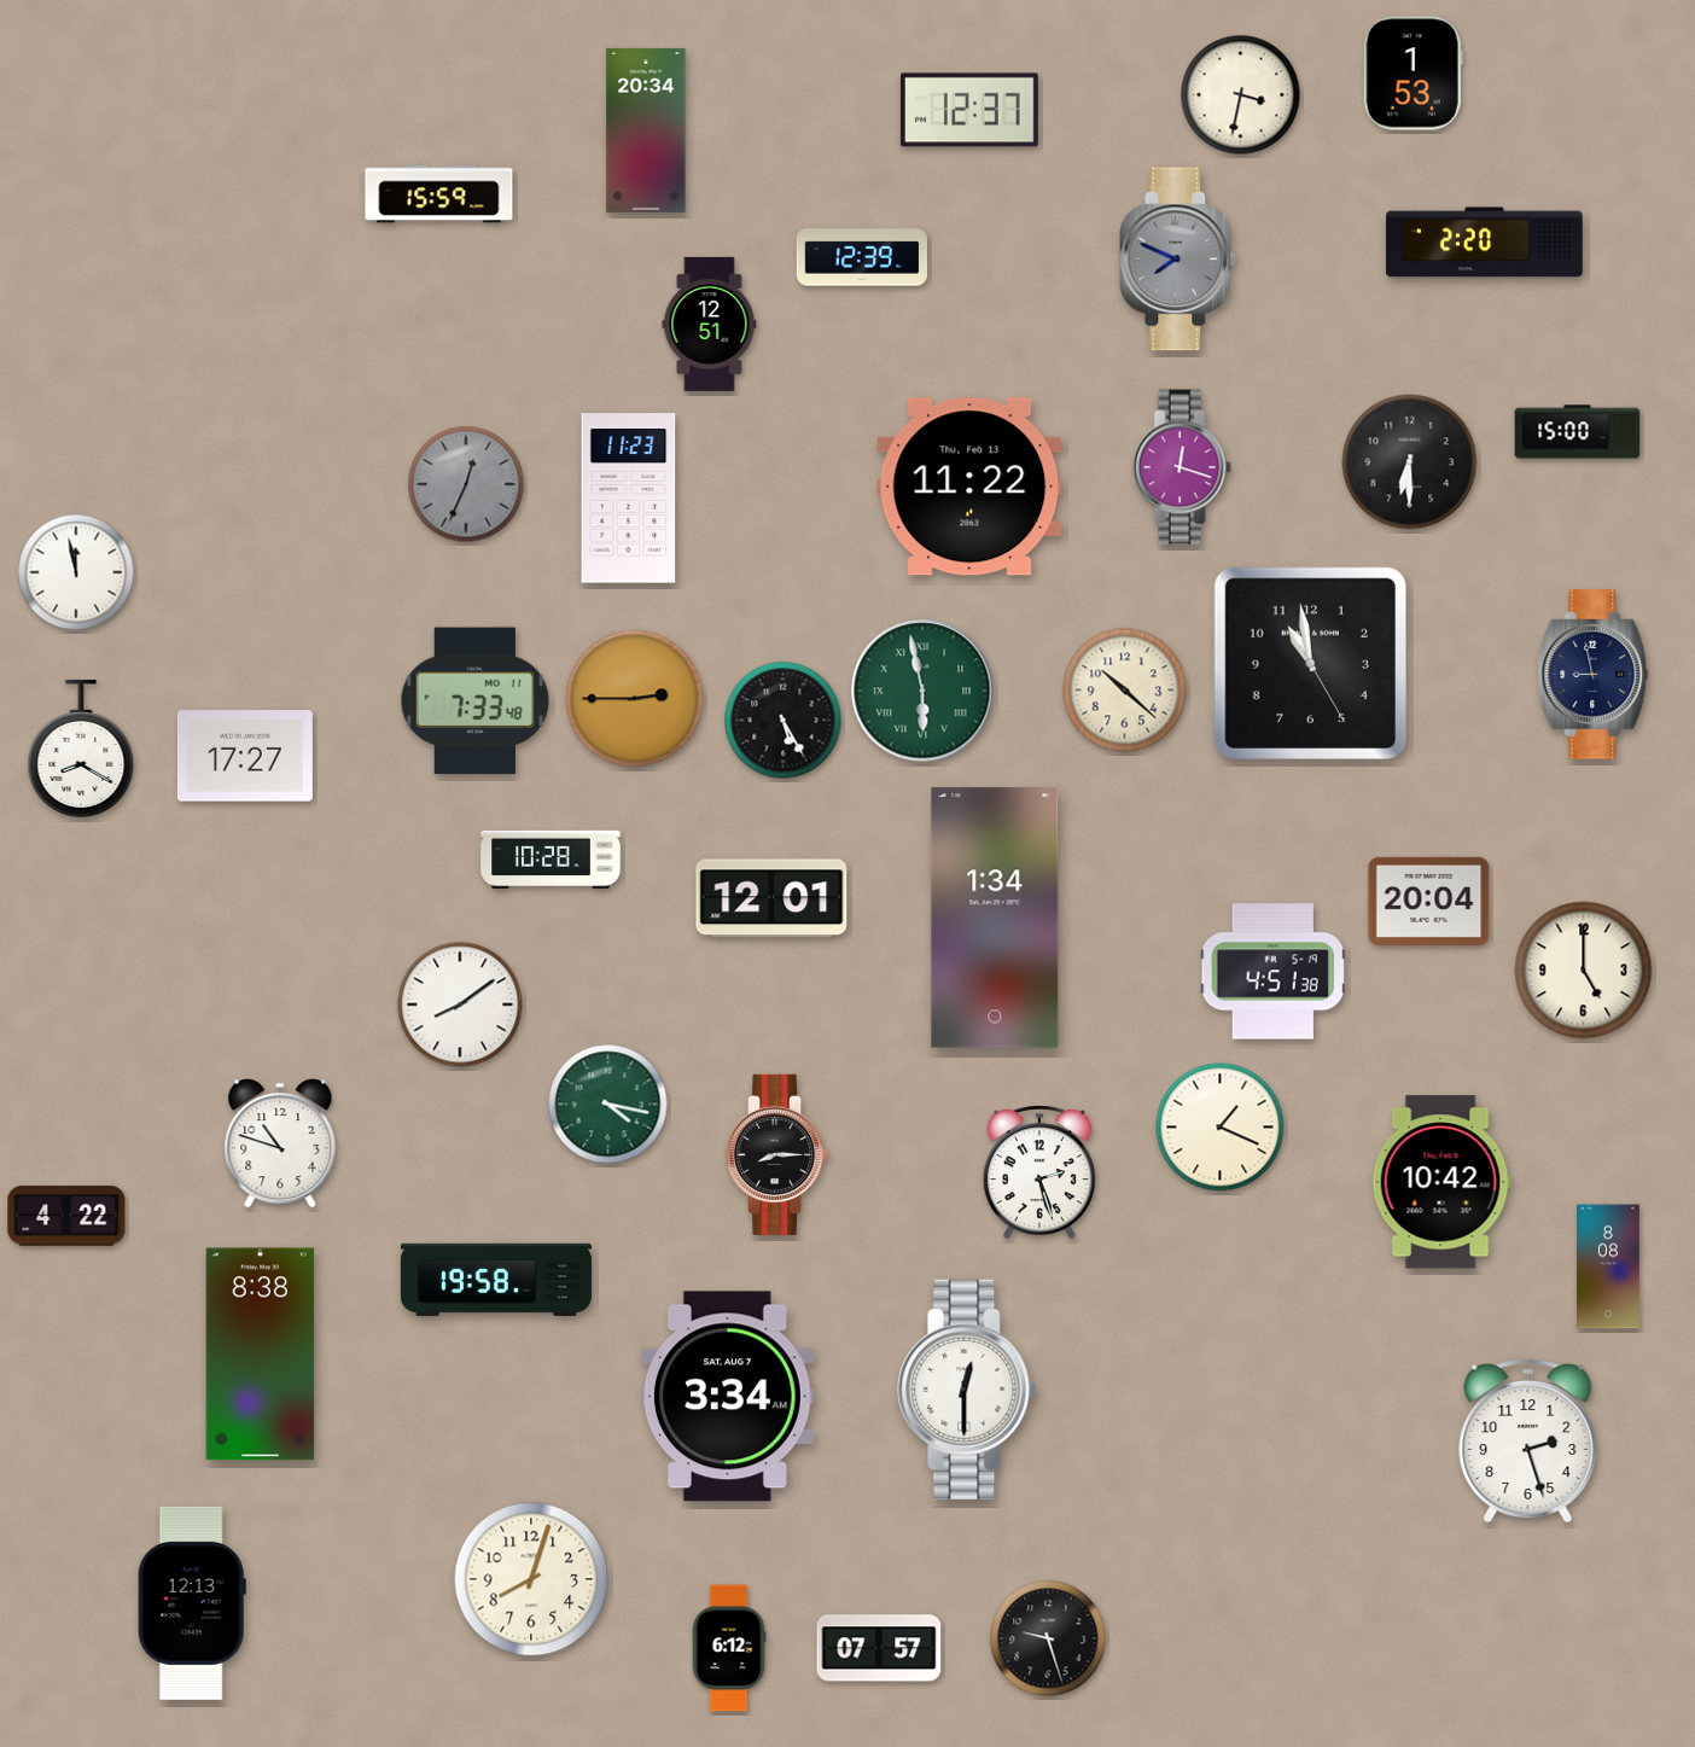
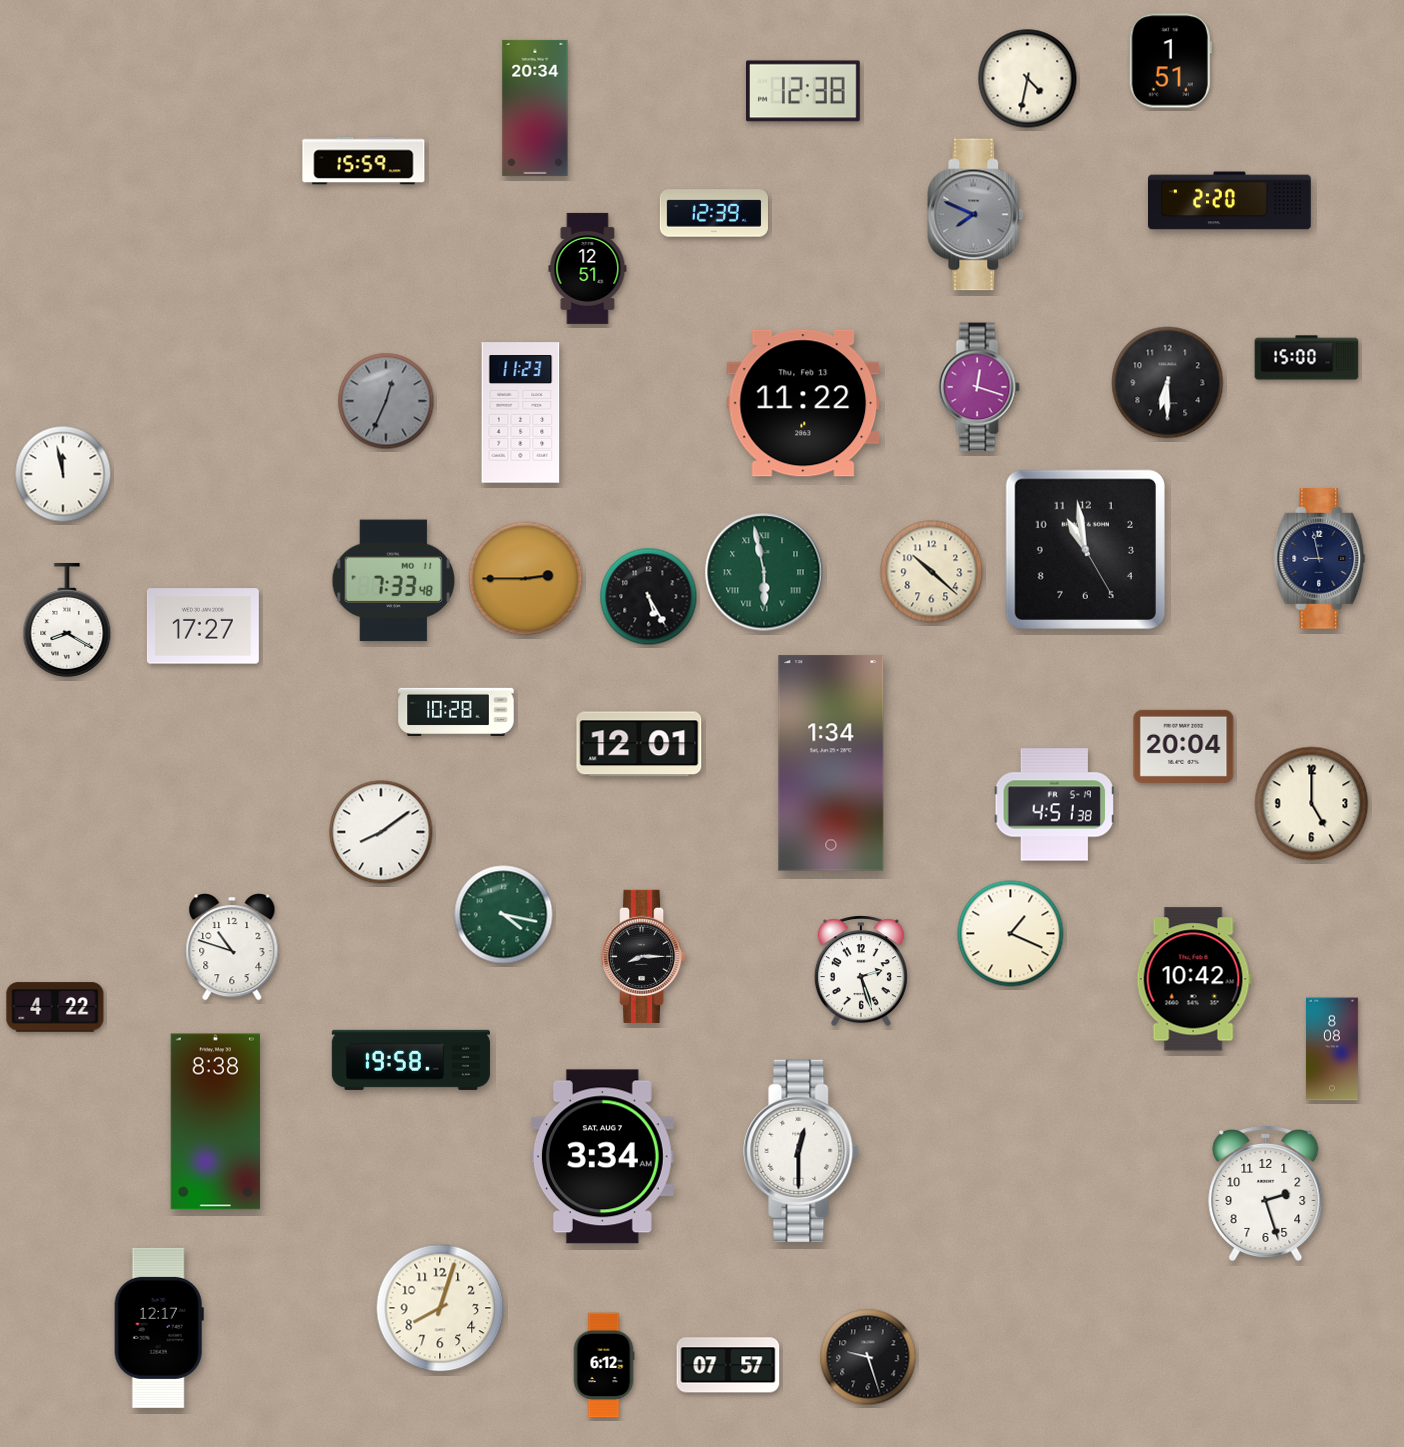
clock at (1412, 74): 1:53 -> 1:51
clock at (1241, 95): 3:32 -> 4:32
clock at (971, 110): 12:37 -> 12:38
clock at (995, 918) position: (995, 918) -> (831, 763)
clock at (192, 1603): 12:13 -> 12:17
